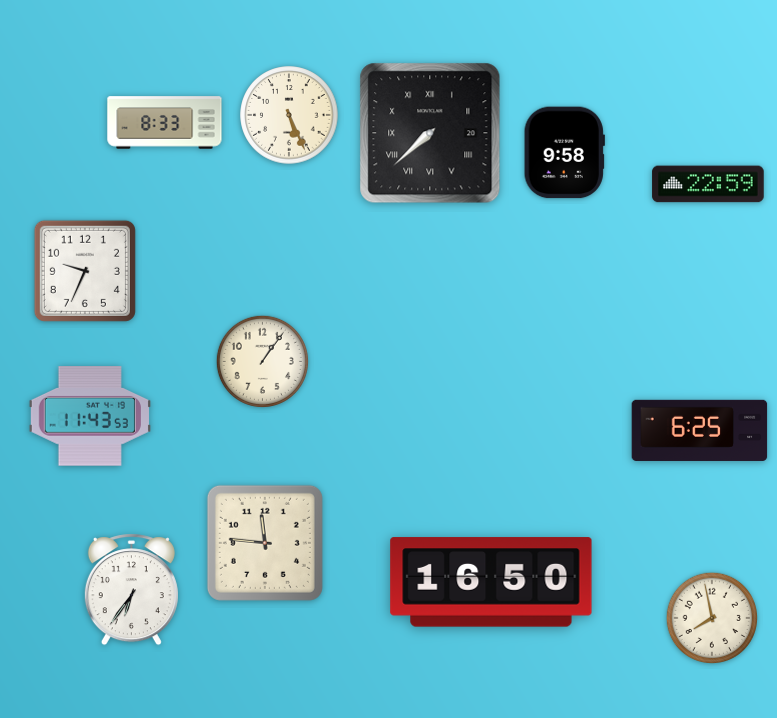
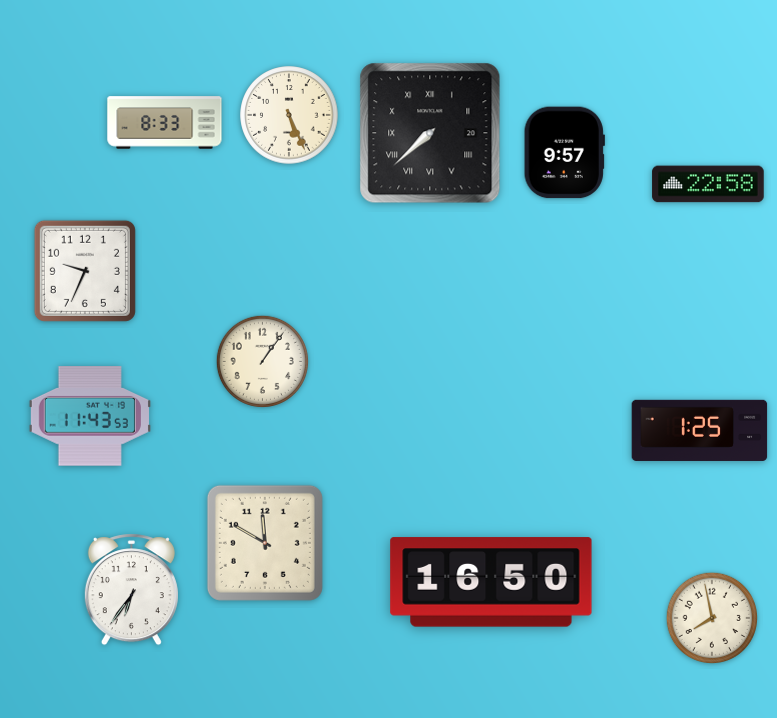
clock at (564, 153): 9:58 -> 9:57
clock at (708, 184): 22:59 -> 22:58
clock at (700, 430): 6:25 -> 1:25
clock at (265, 543): 11:46 -> 11:50
